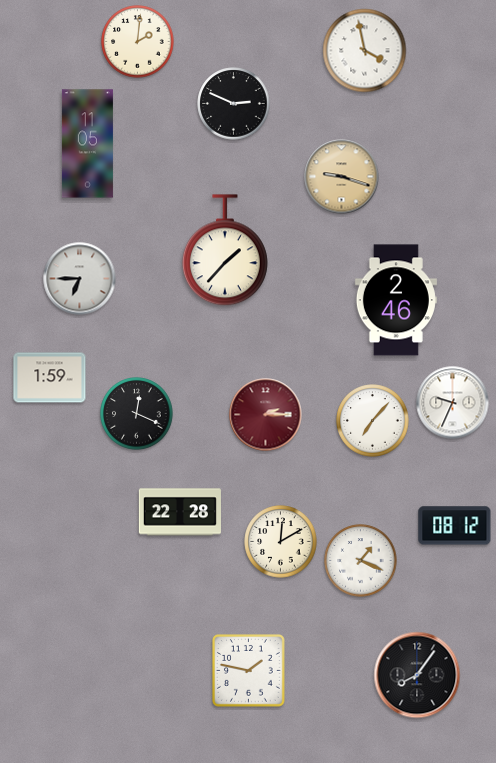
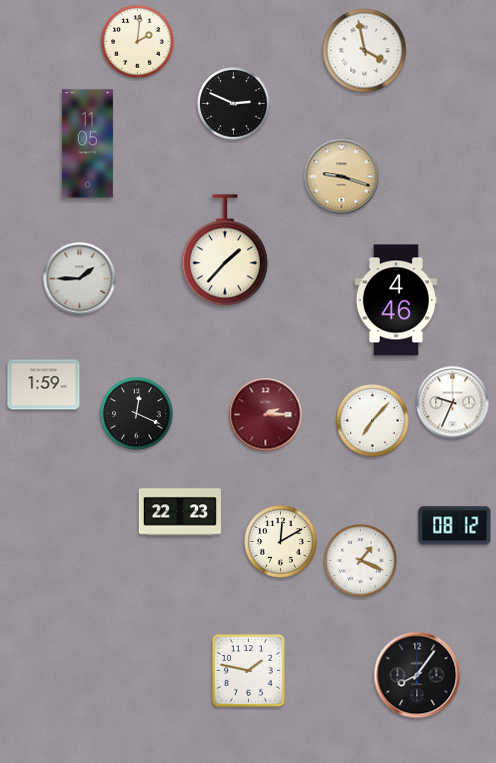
clock at (80, 279): 6:45 -> 1:45
clock at (396, 300): 2:46 -> 4:46
clock at (50, 378) position: (50, 378) -> (44, 385)
clock at (180, 512): 22:28 -> 22:23
